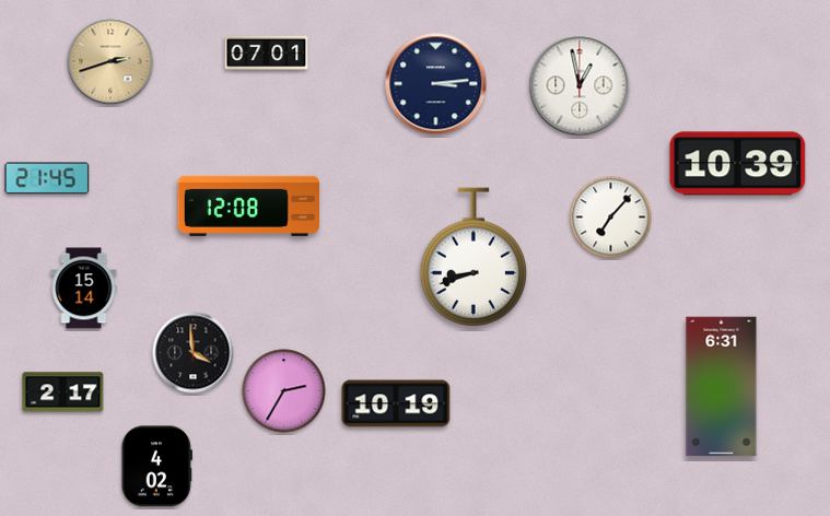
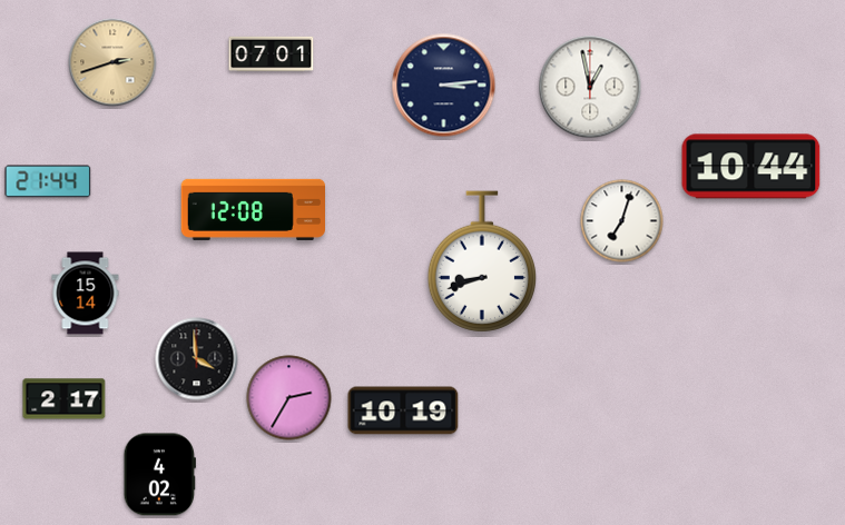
clock at (738, 164): 10:39 -> 10:44
clock at (47, 178): 21:45 -> 21:44
clock at (611, 218): 7:07 -> 7:03
clock at (722, 387): 6:31 -> none
